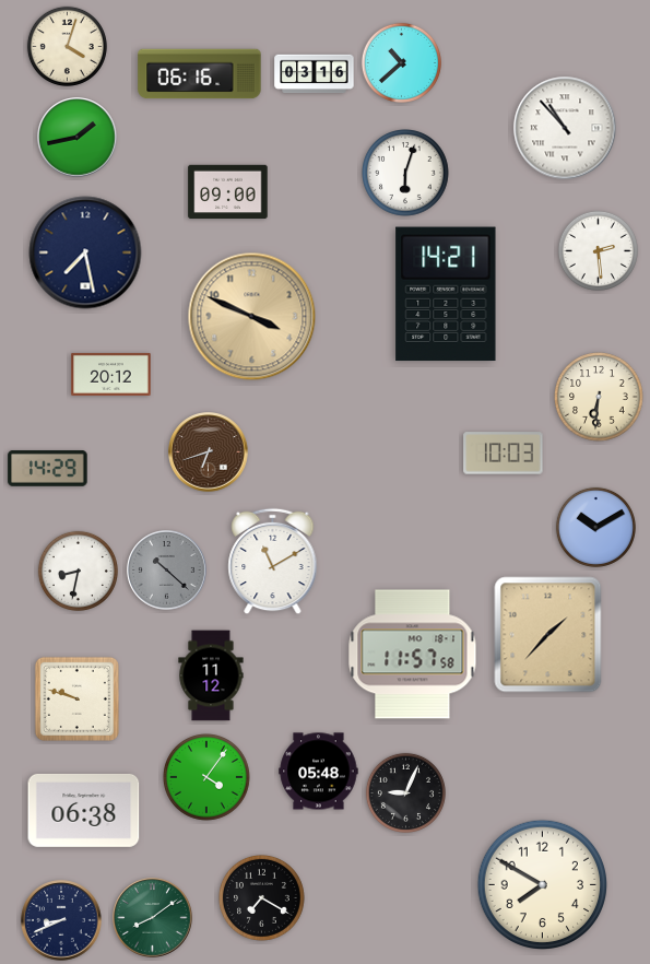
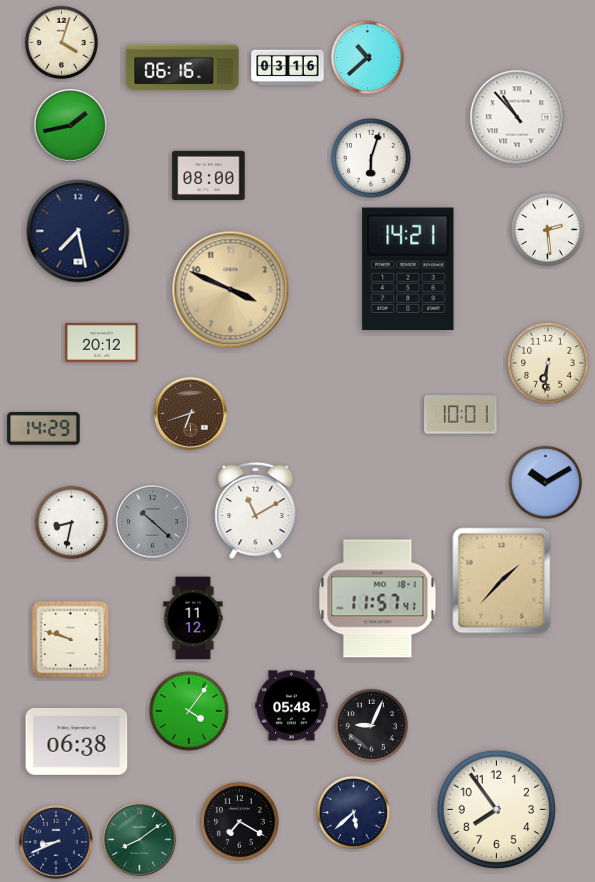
clock at (228, 192): 09:00 -> 08:00
clock at (504, 454): 10:03 -> 10:01
clock at (273, 562) position: (273, 562) -> (256, 511)
clock at (413, 655): 11:57:58 -> 11:57:41
clock at (542, 884): 7:50 -> 7:54
clock at (353, 812): none -> 5:38
